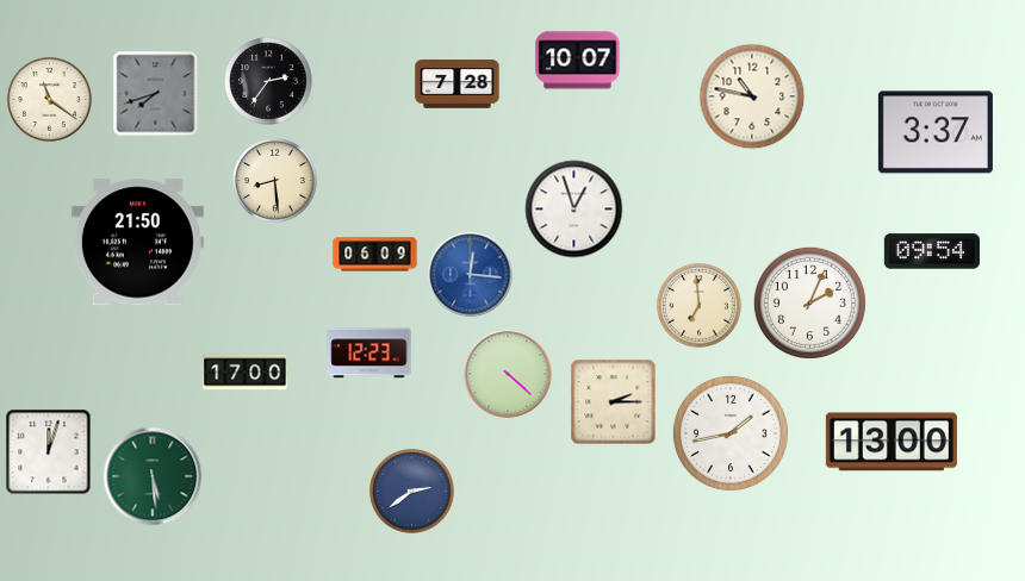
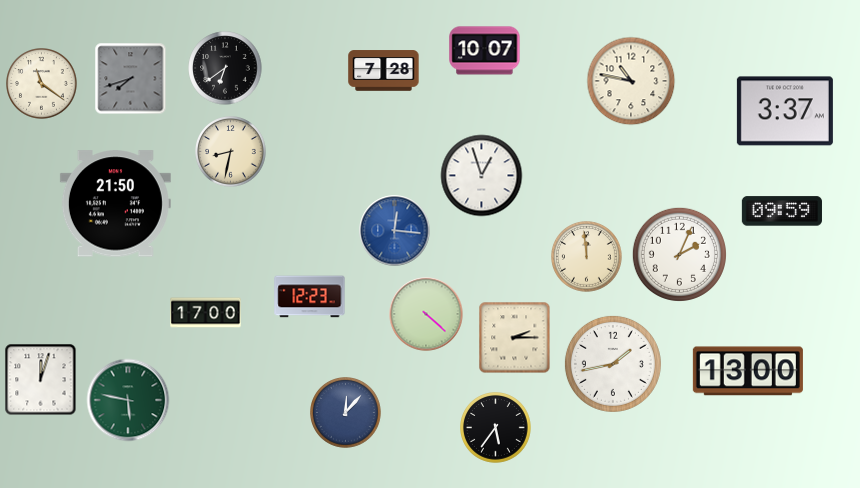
clock at (268, 81): 2:36 -> 6:39
clock at (275, 181): 8:29 -> 8:32
clock at (932, 251): 09:54 -> 09:59
clock at (375, 255): 06:09 -> none
clock at (700, 306): 6:59 -> 11:59
clock at (153, 476): 5:29 -> 5:47
clock at (412, 492): 2:39 -> 12:07
clock at (496, 428): none -> 5:36
